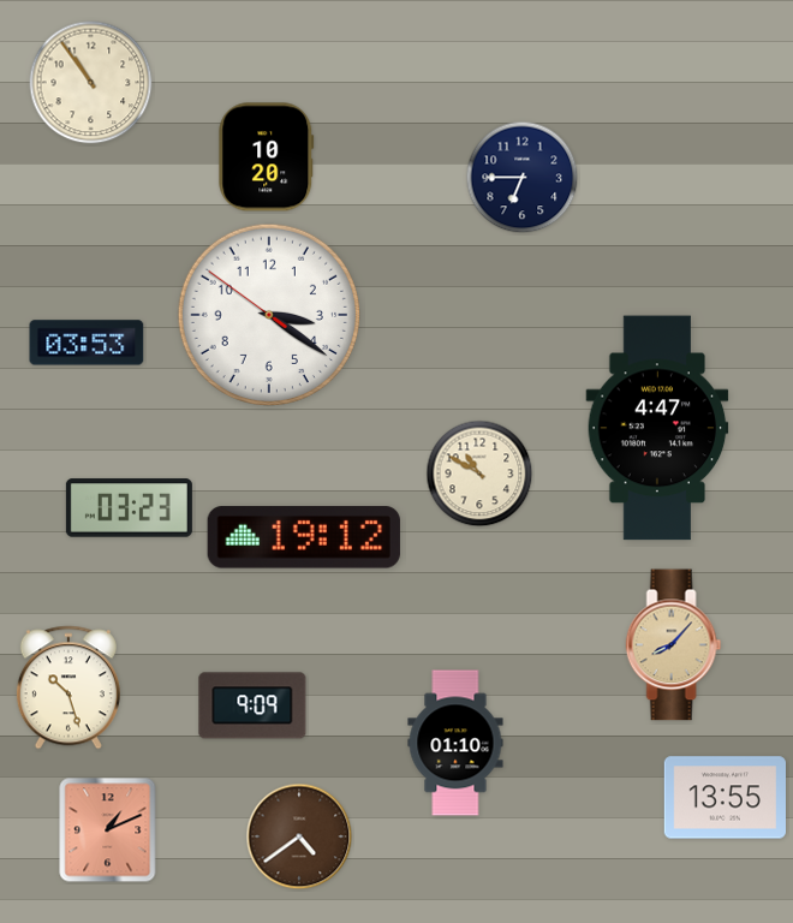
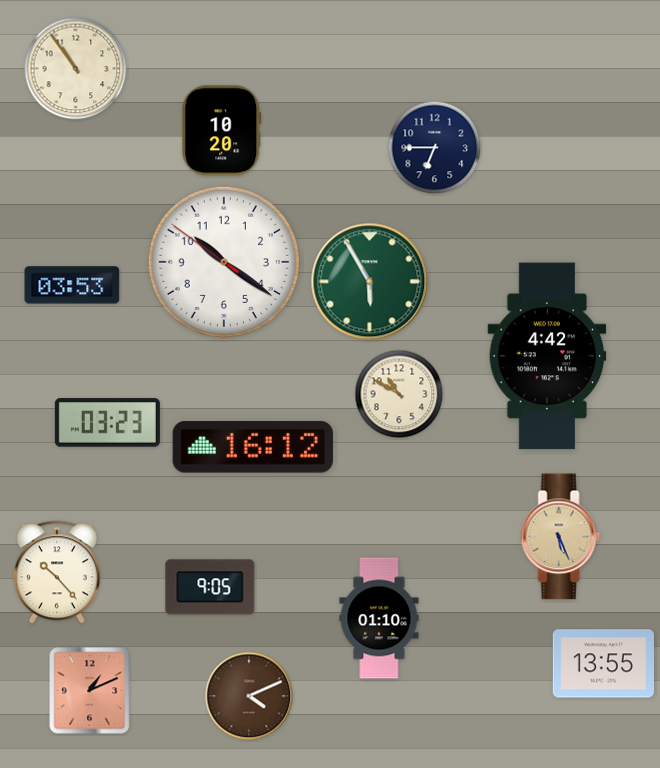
clock at (268, 314): 3:20 -> 10:20
clock at (370, 282): none -> 5:55
clock at (657, 428): 4:47 -> 4:42
clock at (304, 537): 19:12 -> 16:12
clock at (674, 645): 8:07 -> 5:26
clock at (68, 687): 10:27 -> 10:23
clock at (252, 705): 9:09 -> 9:05
clock at (299, 836): 4:39 -> 4:11
